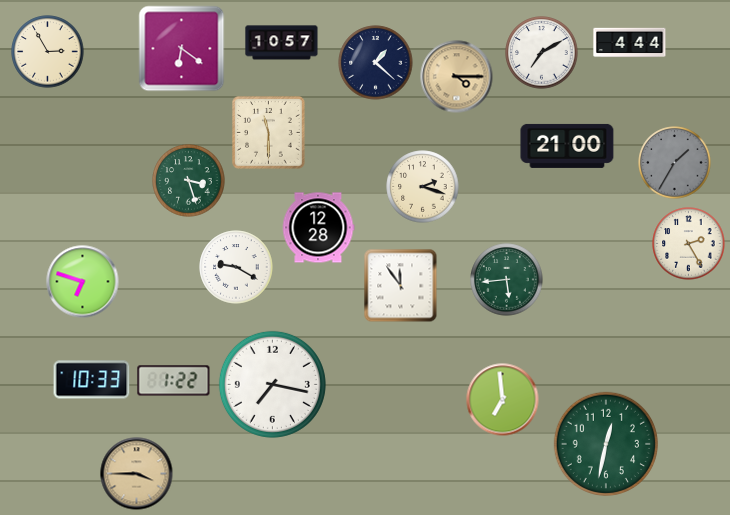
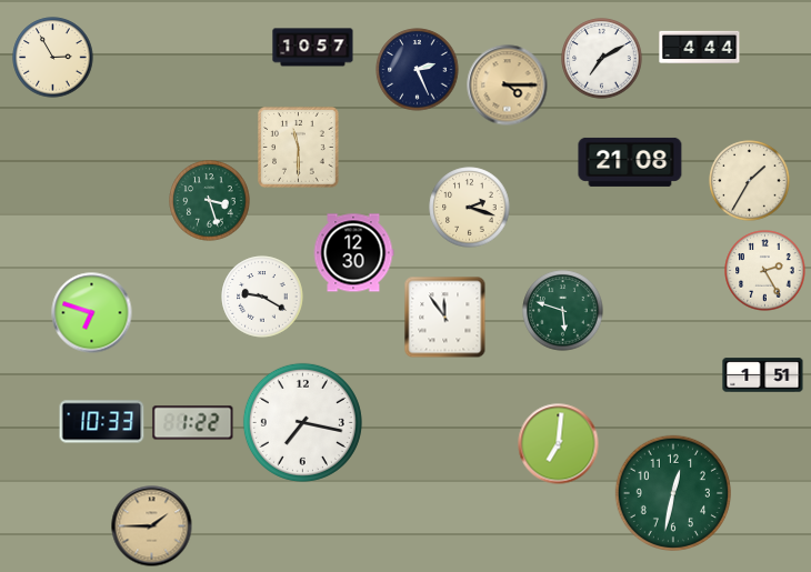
clock at (182, 49): 6:21 -> none
clock at (376, 63): 1:22 -> 2:26
clock at (567, 146): 21:00 -> 21:08
clock at (675, 163) dial: grey -> cream
clock at (318, 228): 12:28 -> 12:30
clock at (507, 280): 5:44 -> 5:48
clock at (763, 375): none -> 1:51
clock at (272, 384) position: (272, 384) -> (302, 422)
clock at (503, 400): 6:59 -> 7:01
clock at (137, 474): 3:45 -> 1:45
